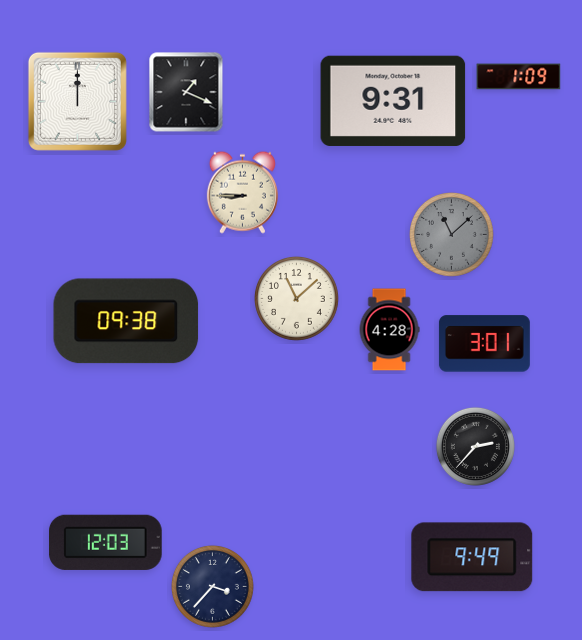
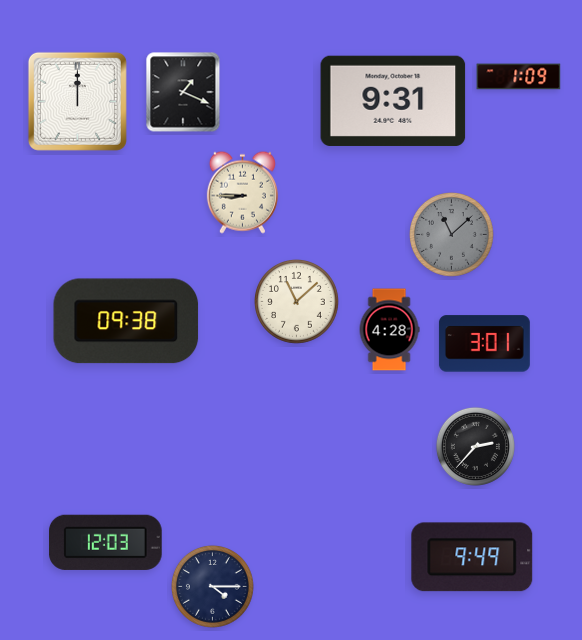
clock at (186, 92) position: (186, 92) -> (183, 92)
clock at (297, 299) position: (297, 299) -> (297, 302)
clock at (212, 586): 3:37 -> 4:15
